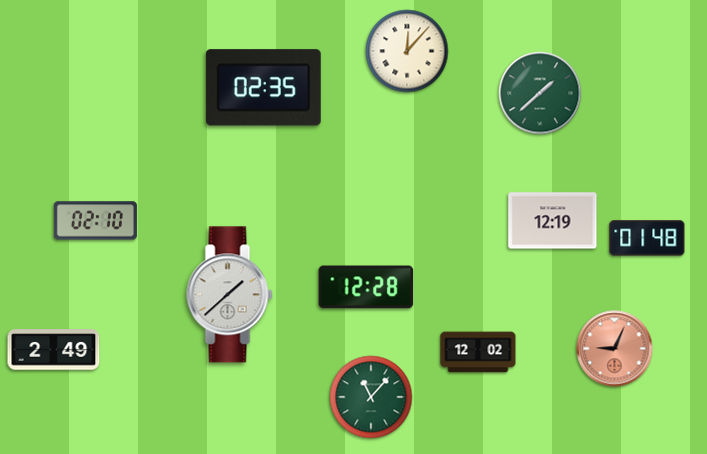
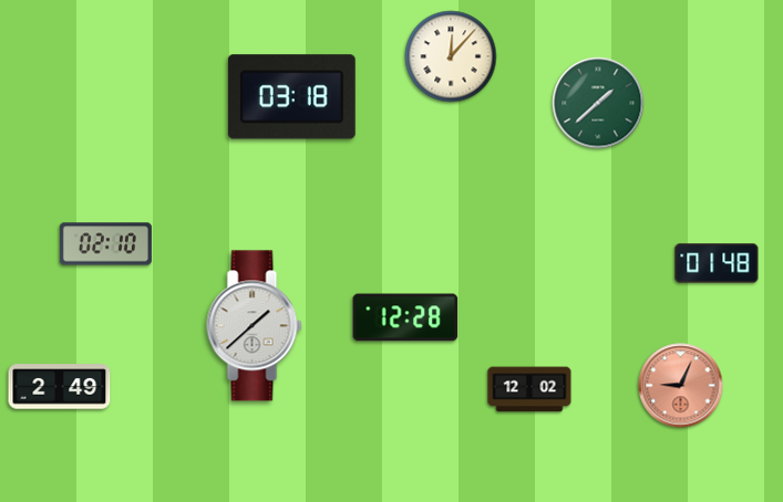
clock at (263, 88): 02:35 -> 03:18
clock at (553, 221): 12:19 -> none
clock at (371, 397): 11:07 -> none
